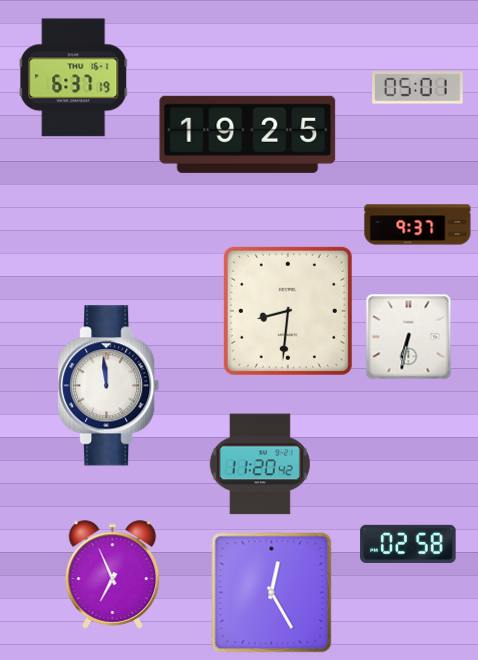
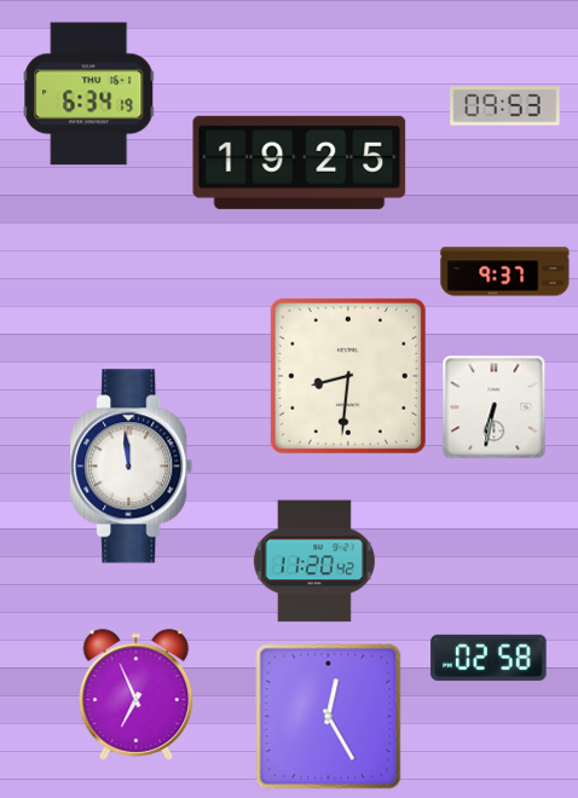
clock at (74, 78): 6:37 -> 6:34
clock at (418, 88): 05:01 -> 09:53
clock at (408, 544) position: (408, 544) -> (489, 658)
